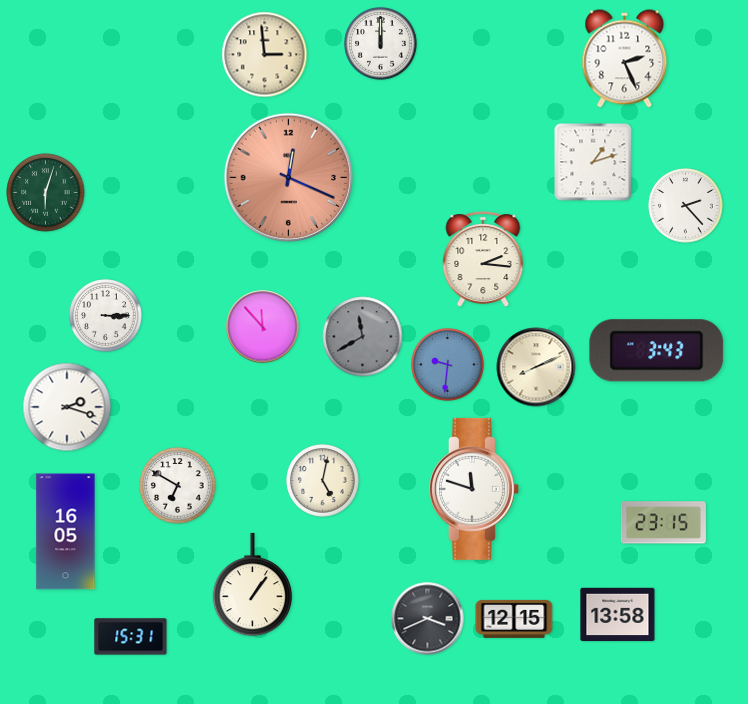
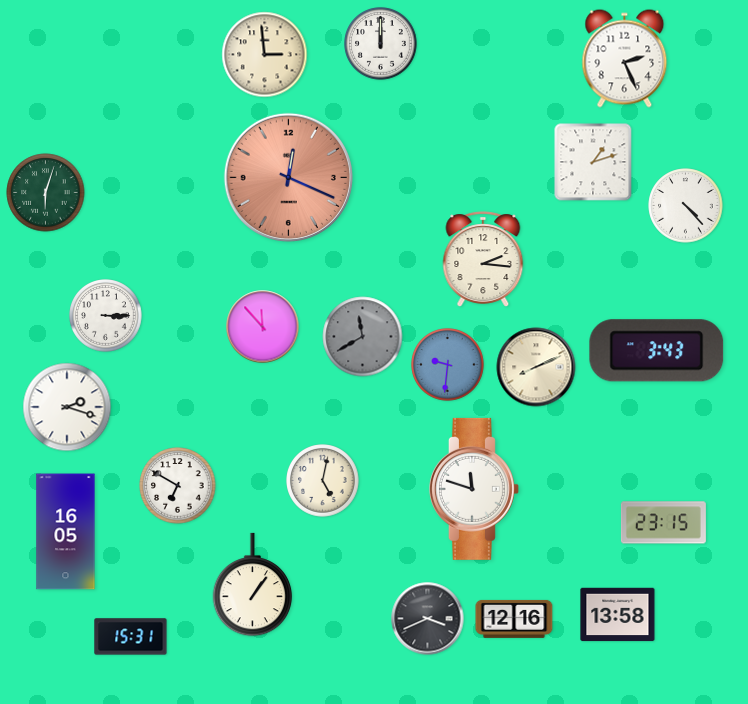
clock at (686, 206): 2:23 -> 4:23
clock at (514, 619): 12:15 -> 12:16
